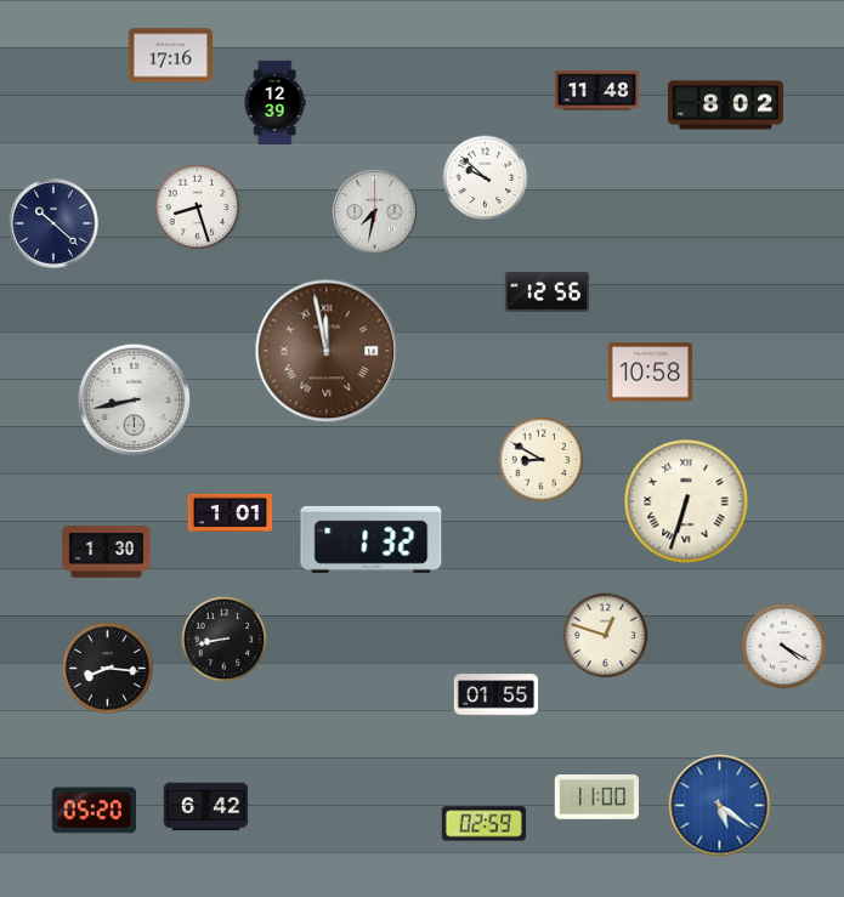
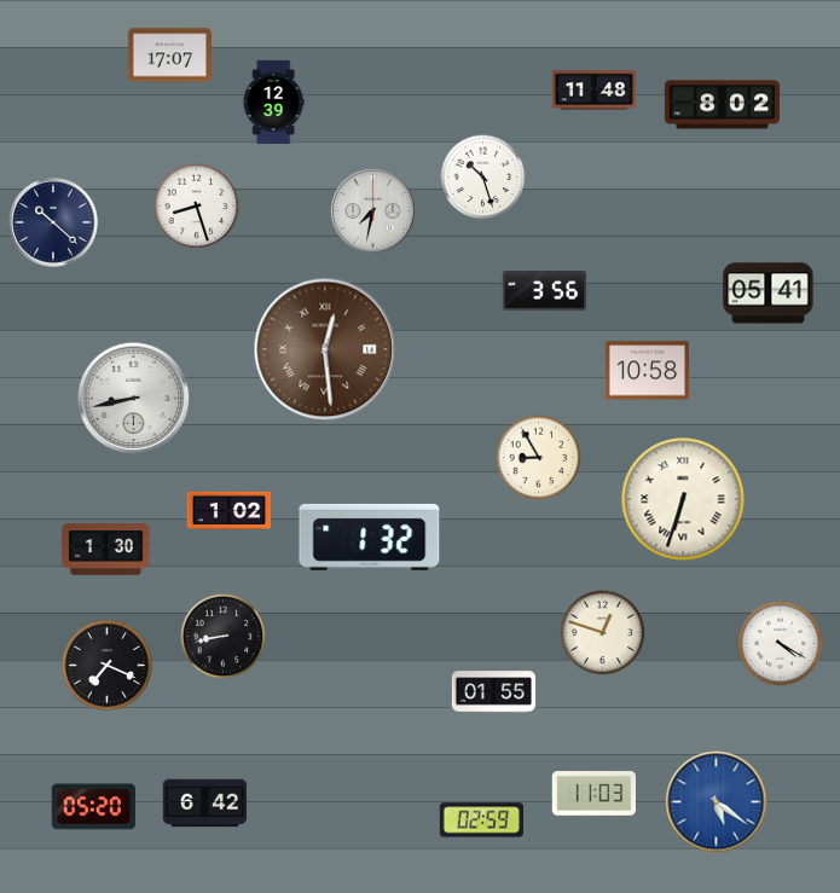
clock at (170, 56): 17:16 -> 17:07
clock at (486, 178): 9:52 -> 10:27
clock at (546, 293): 12:56 -> 3:56
clock at (769, 294): none -> 05:41
clock at (327, 351): 11:58 -> 12:29
clock at (542, 460): 8:50 -> 8:55
clock at (230, 512): 1:01 -> 1:02
clock at (107, 668): 8:16 -> 7:19
clock at (596, 797): 11:00 -> 11:03
